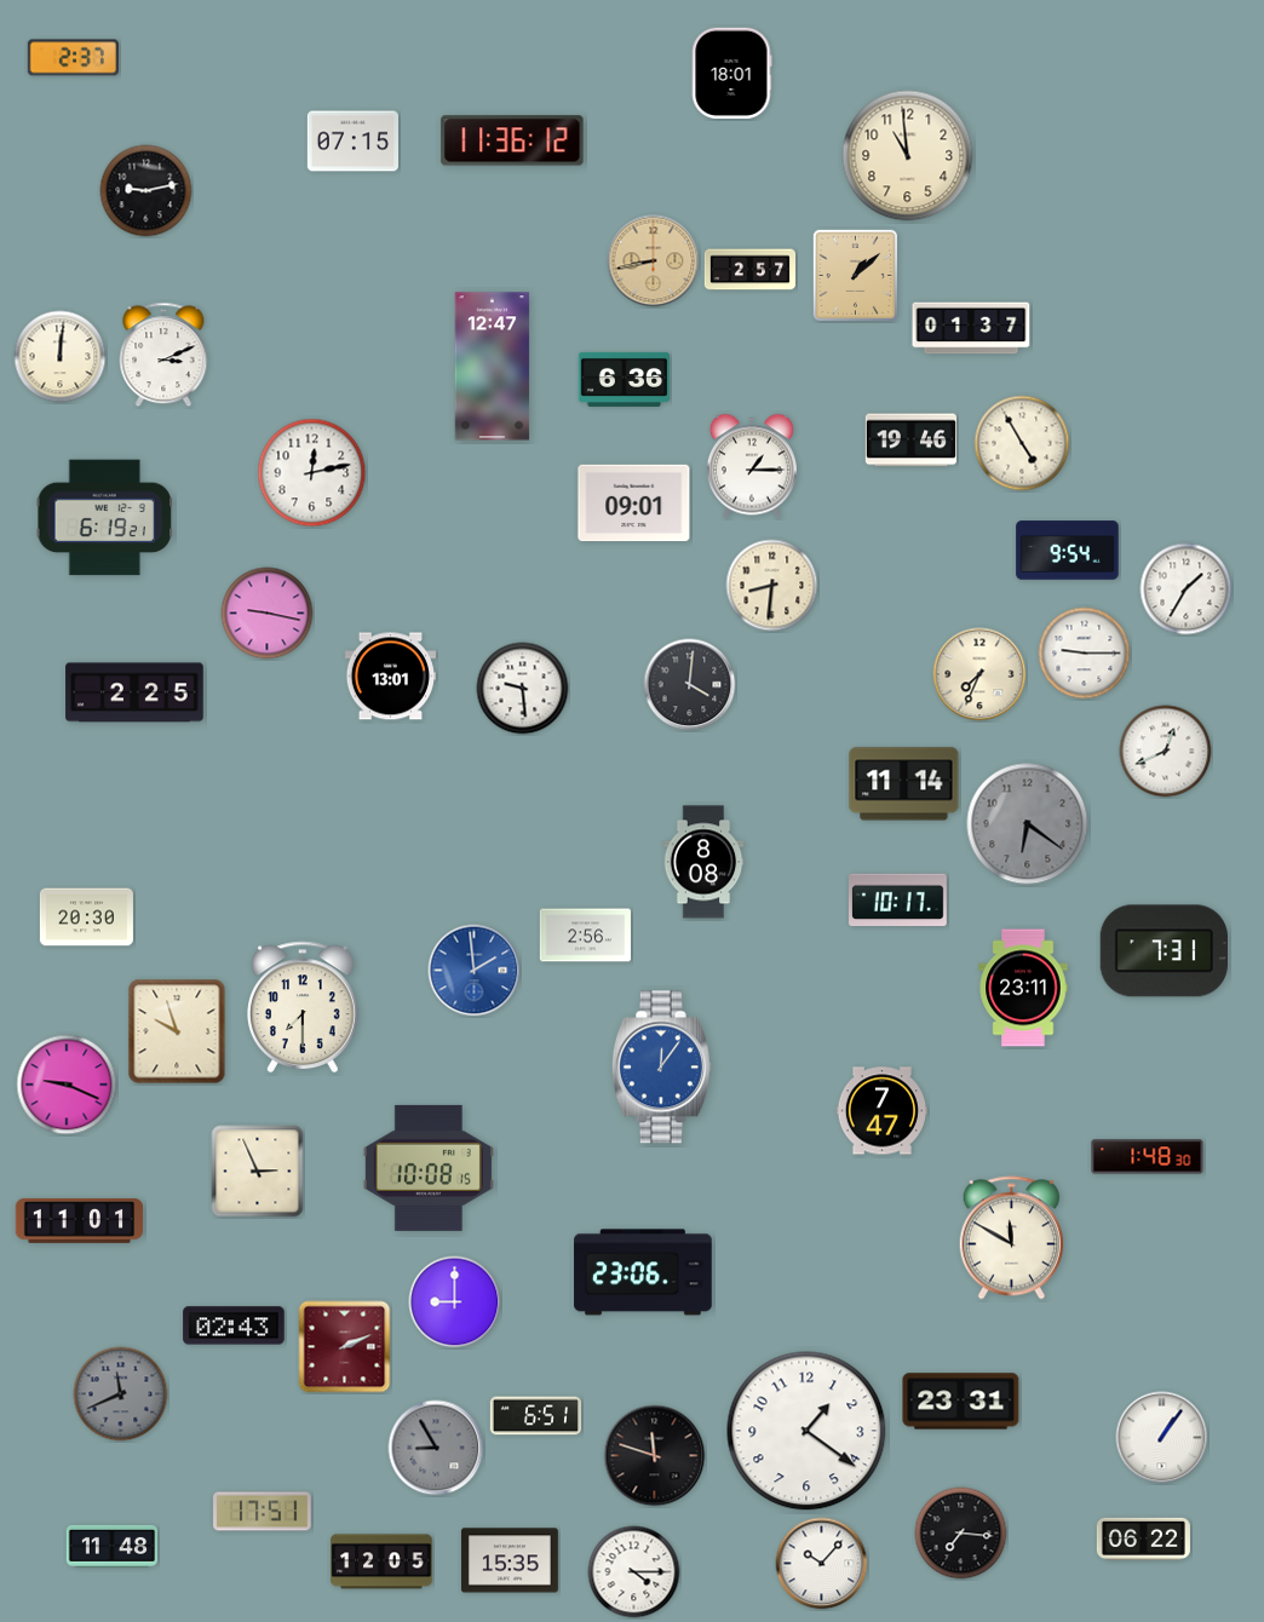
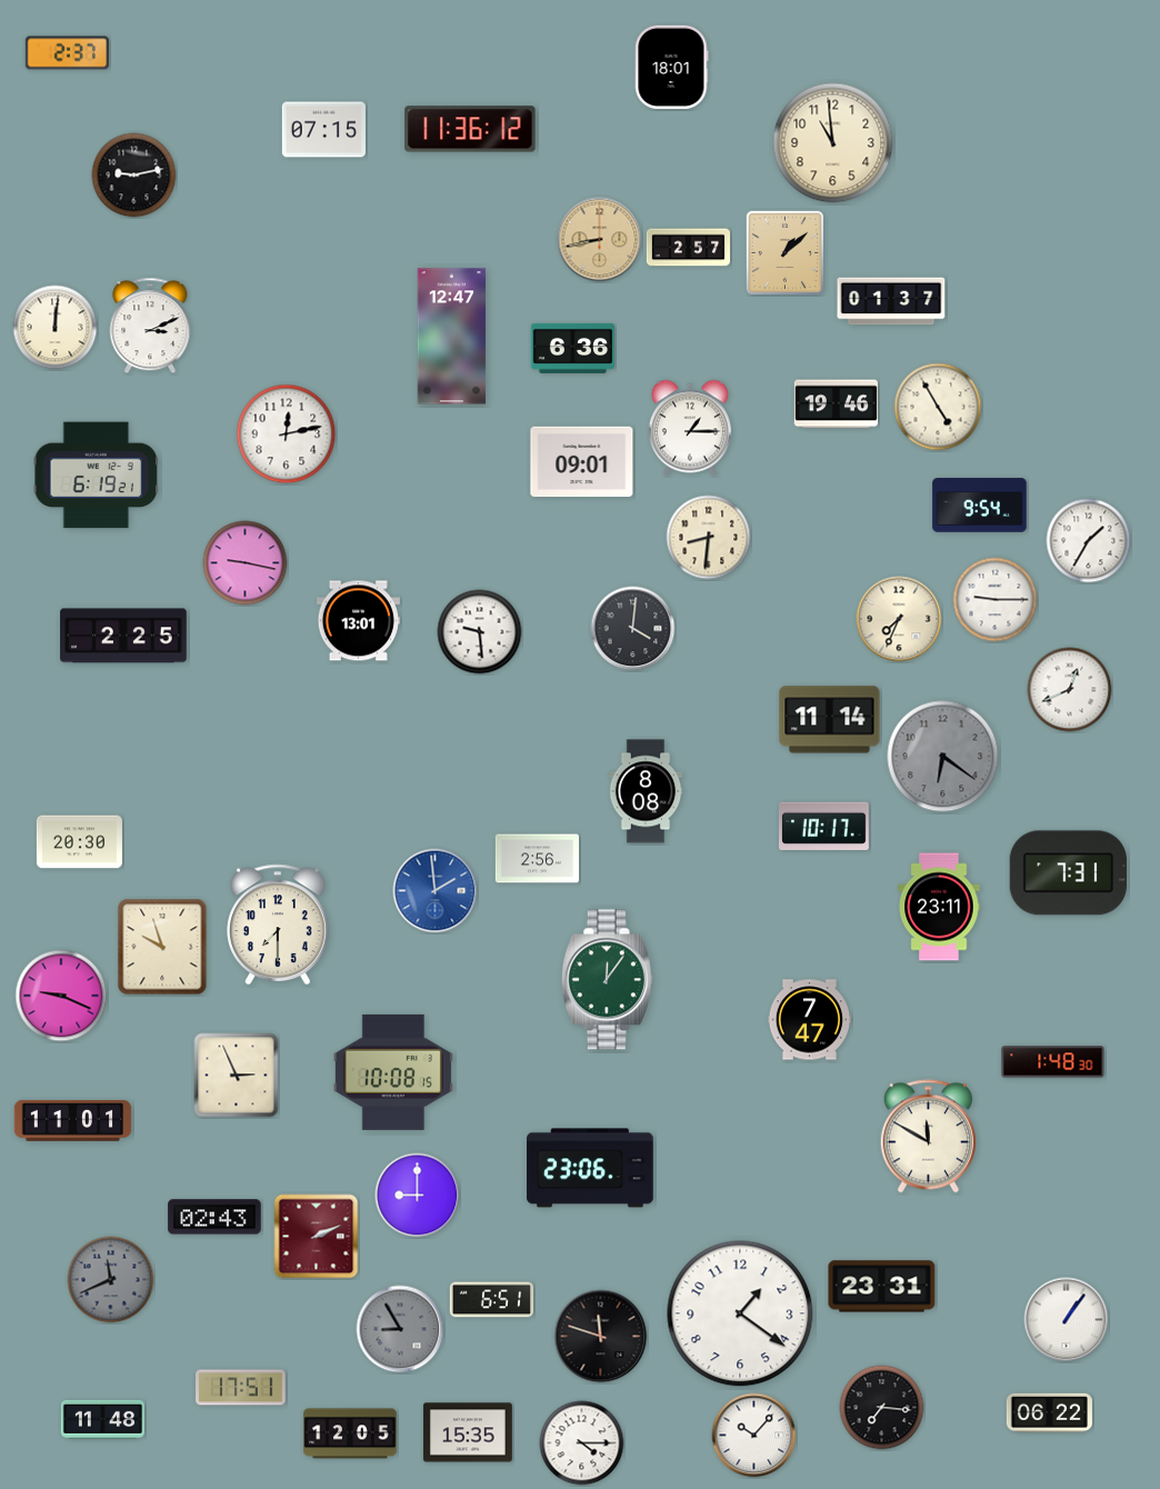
clock at (661, 1068) dial: blue -> green
